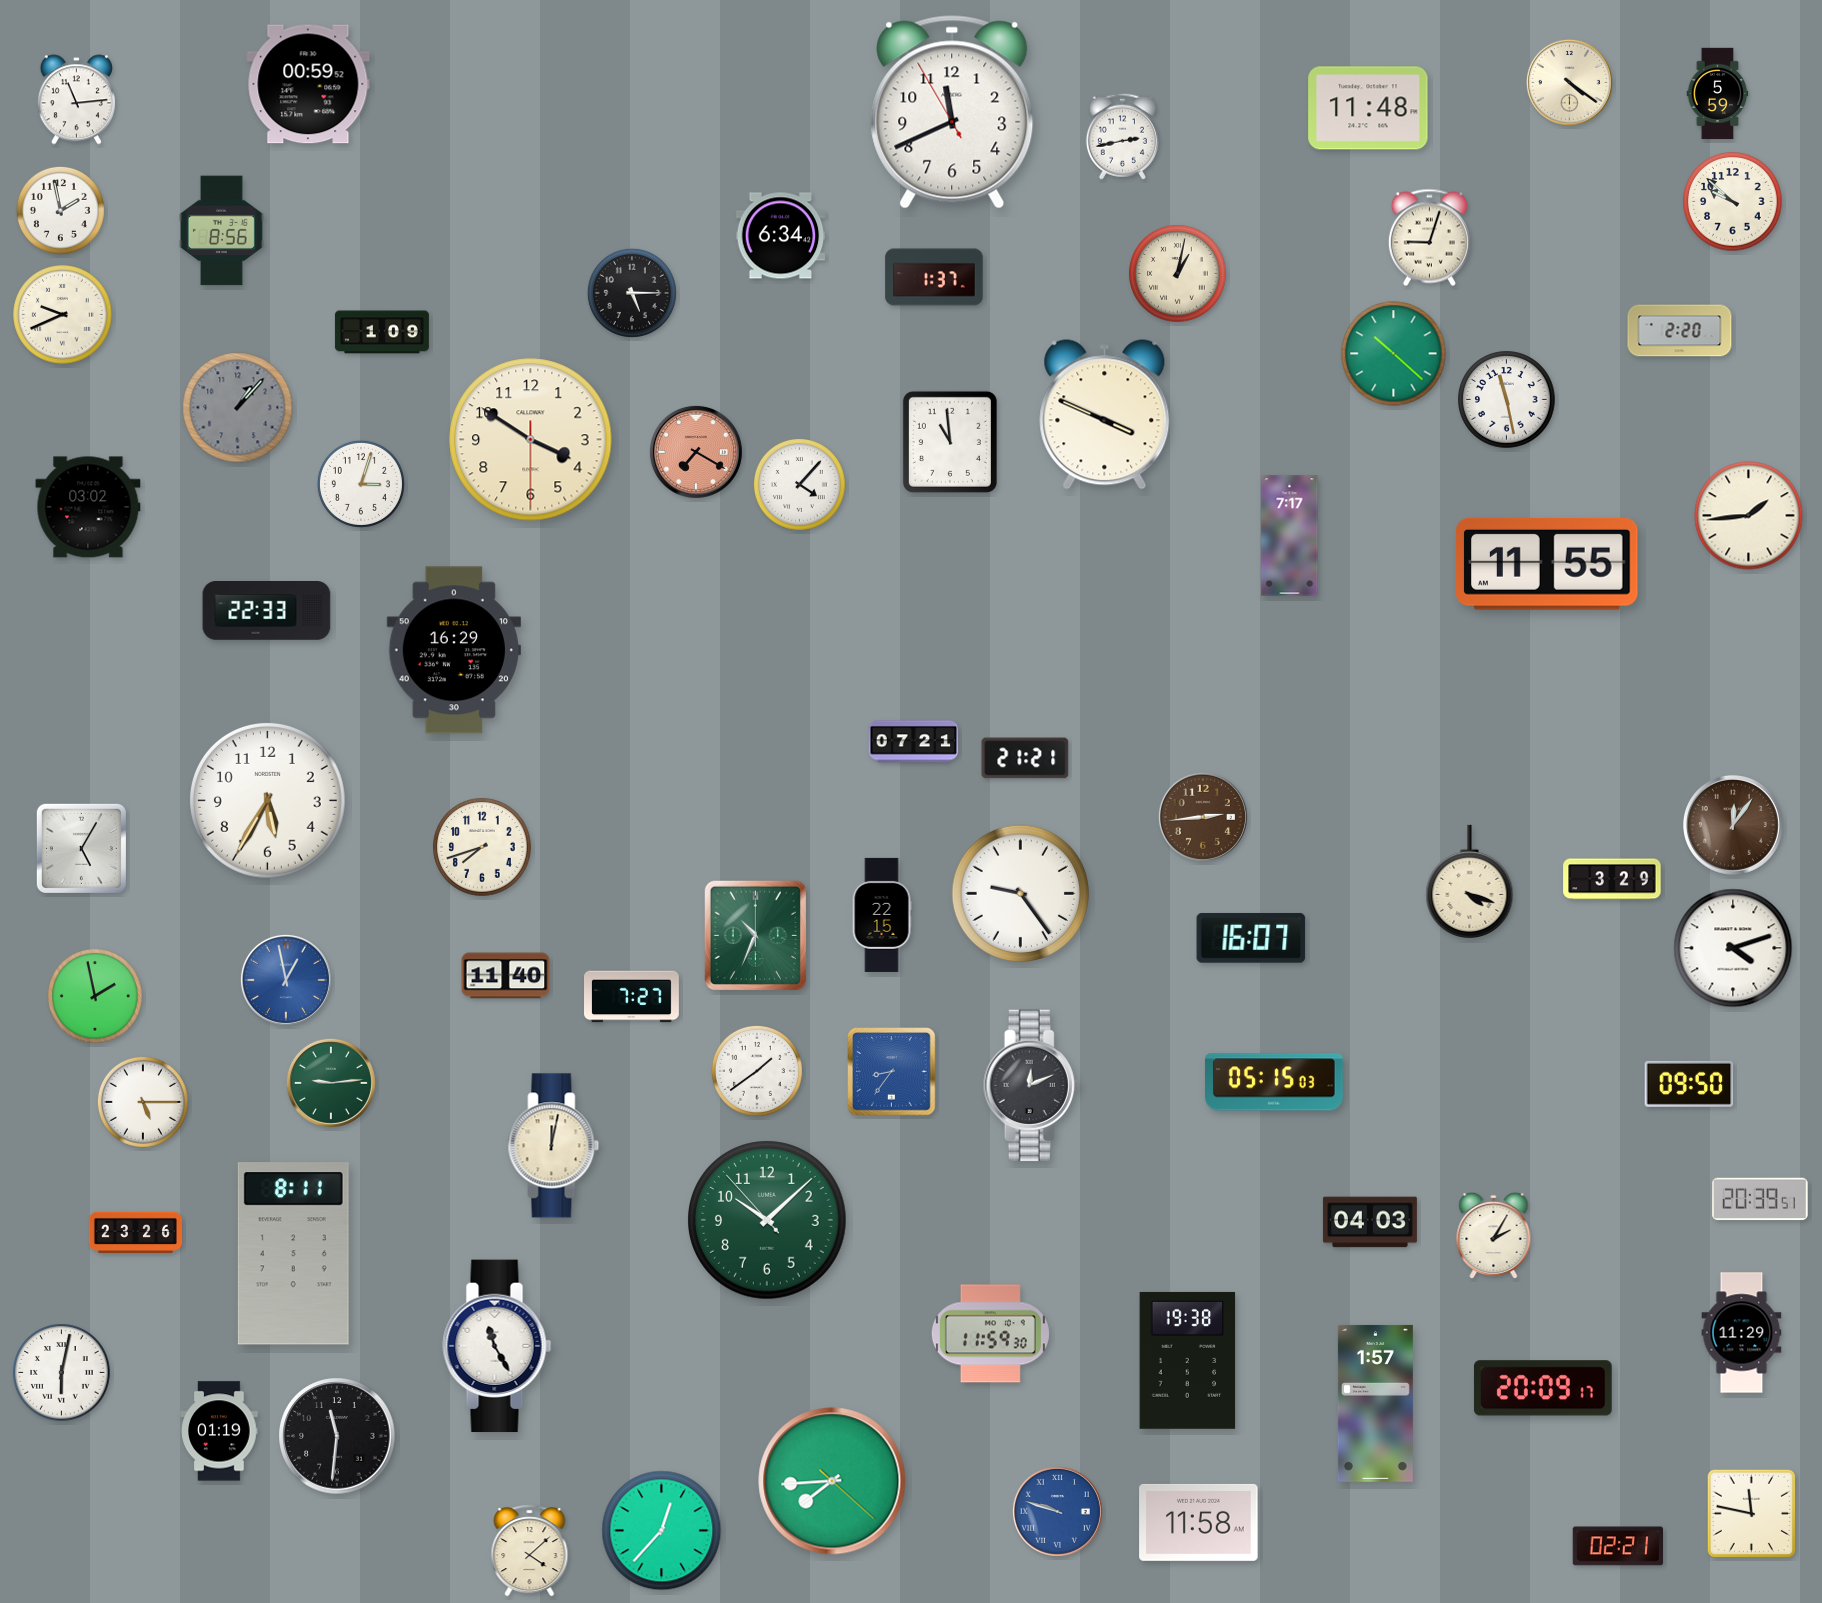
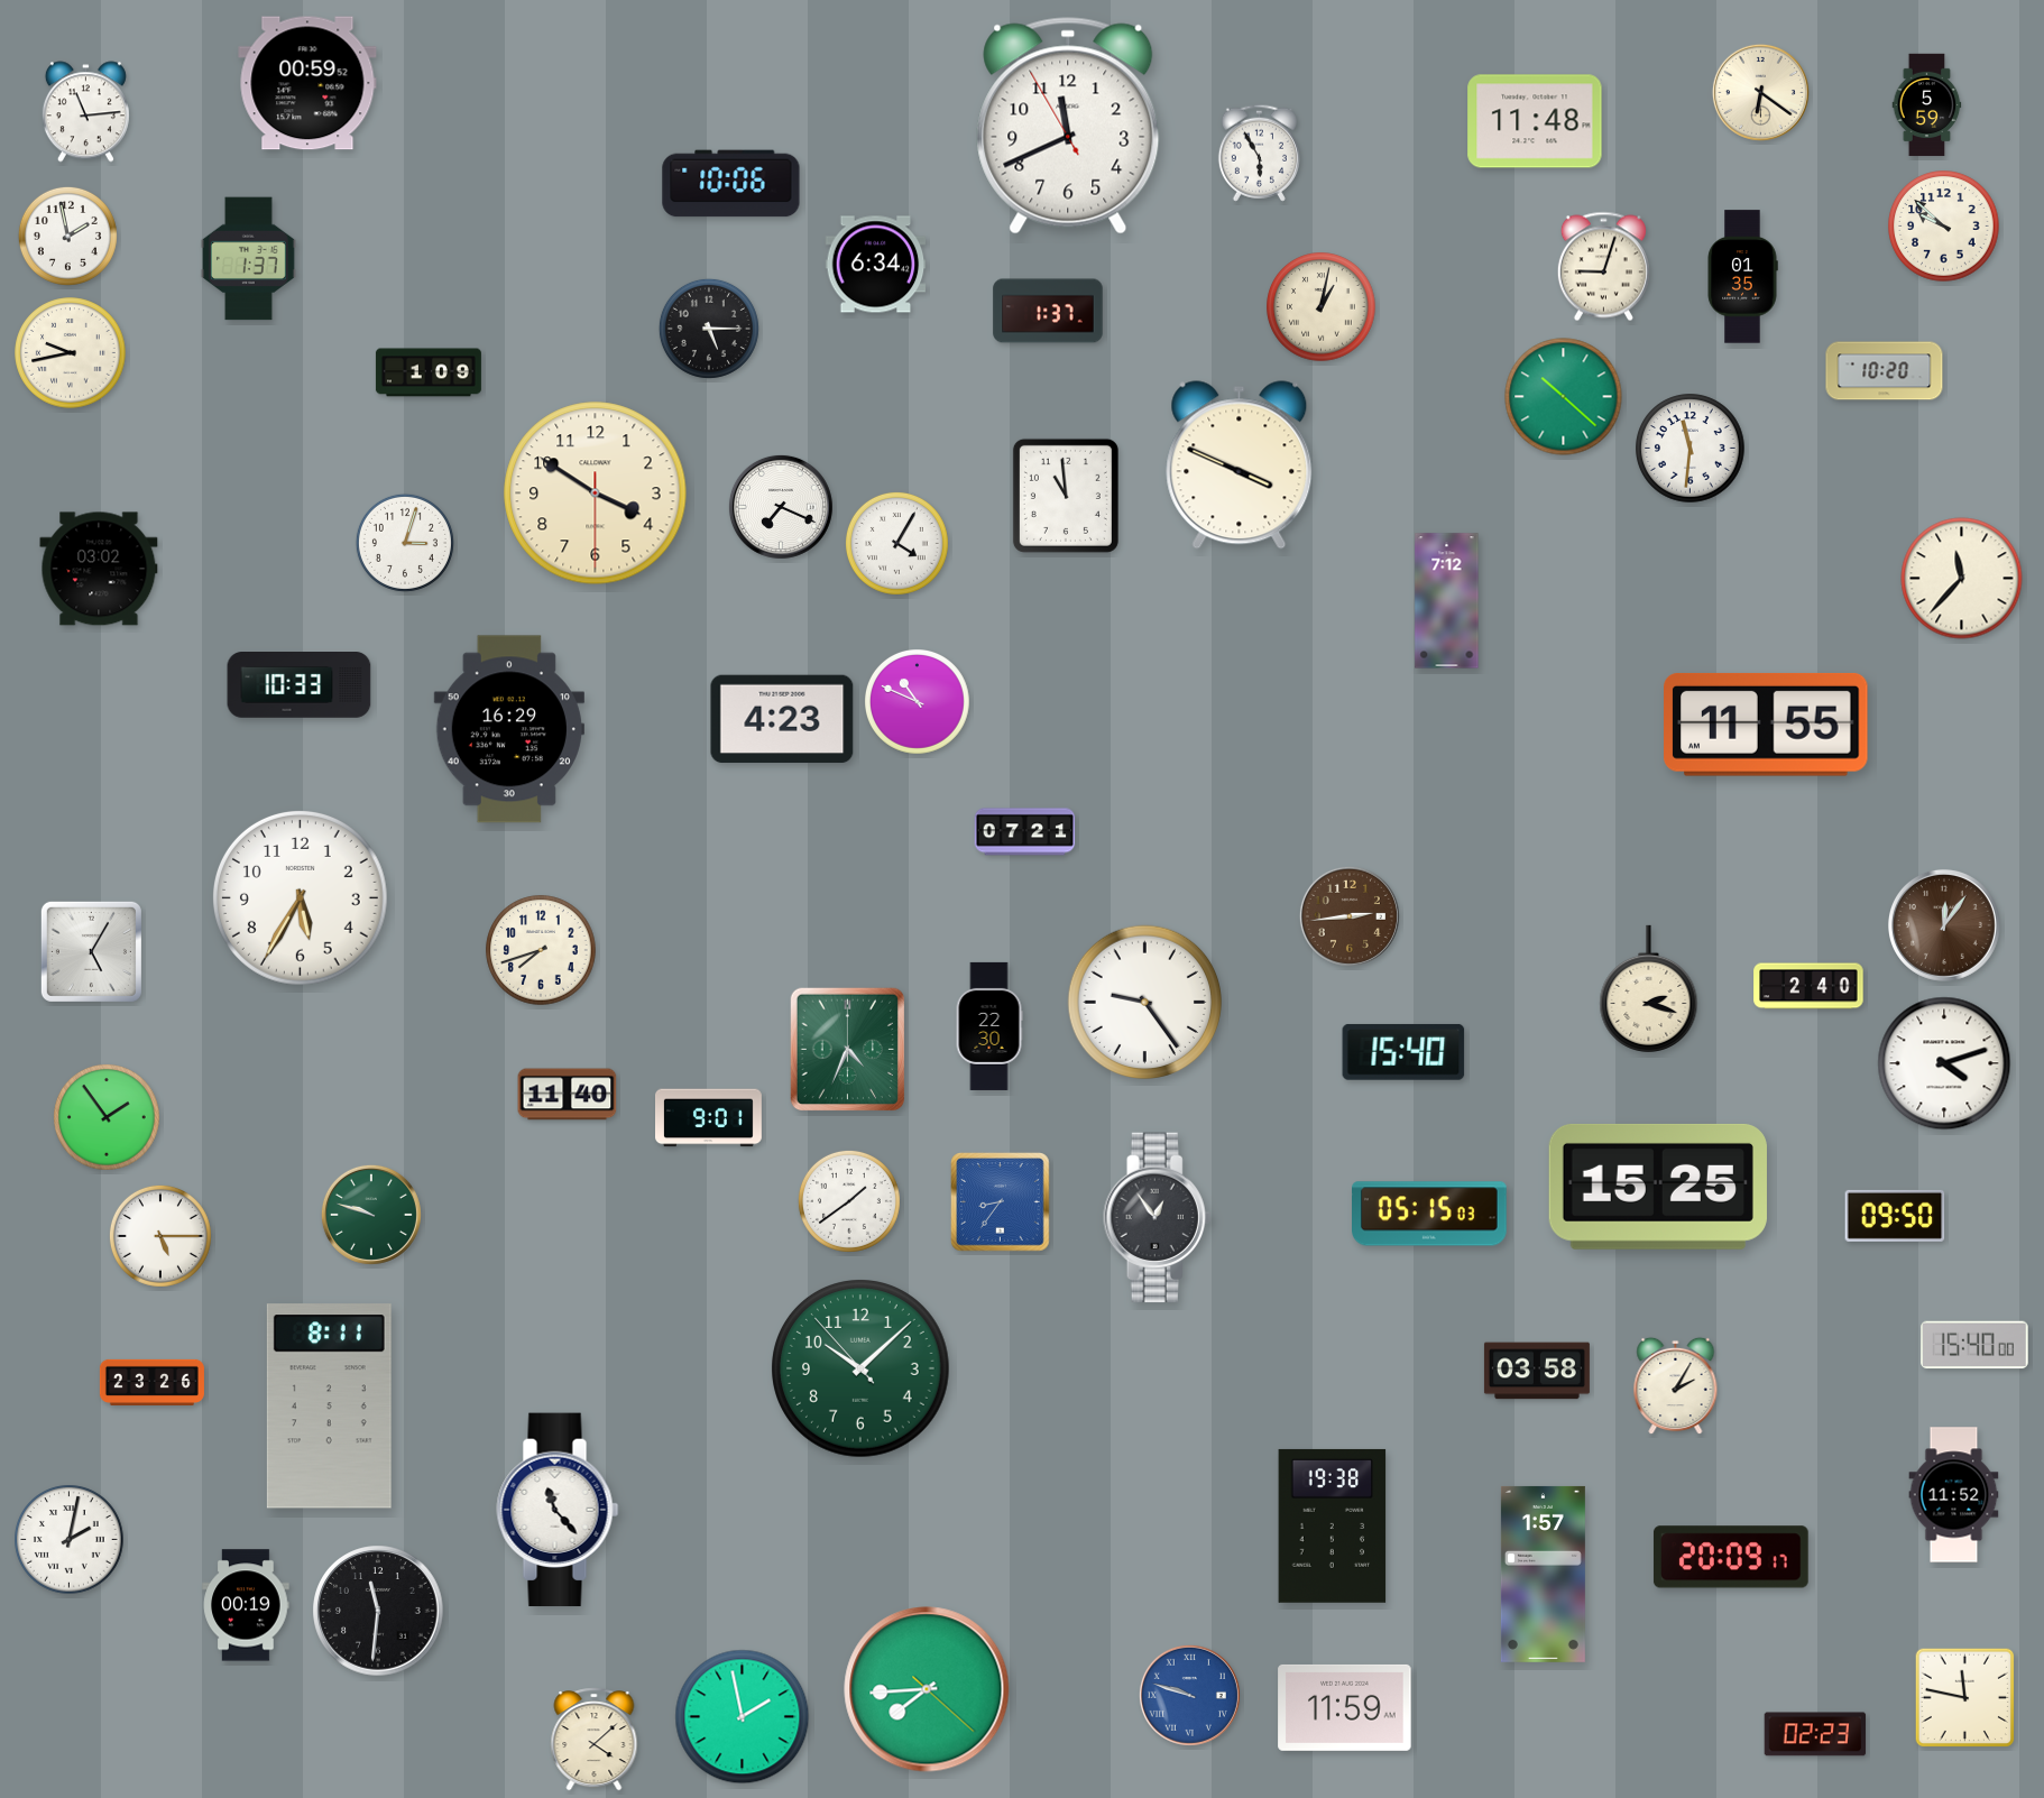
clock at (1569, 82): 4:21 -> 6:21
clock at (308, 84) position: (308, 84) -> (307, 83)
clock at (1122, 136): 2:43 -> 5:55
clock at (731, 184): none -> 10:06
clock at (221, 231): 8:56 -> 1:37
clock at (1742, 277): none -> 01:35
clock at (63, 315): 9:41 -> 9:43
clock at (1680, 331): 2:20 -> 10:20
clock at (1507, 400): 11:28 -> 11:31
clock at (238, 408): 1:07 -> none
clock at (696, 452): 7:20 -> 7:19
clock at (696, 452) dial: salmon -> white
clock at (799, 484): 4:07 -> 4:05
clock at (1749, 516): 1:44 -> 11:37
clock at (1290, 536): 7:17 -> 7:12
clock at (1547, 564) position: (1547, 564) -> (1766, 725)
clock at (267, 611): 22:33 -> 10:33
clock at (918, 702): none -> 10:49
clock at (782, 719): none -> 4:23
clock at (1025, 758): 21:21 -> none
clock at (1612, 879): 3:29 -> 2:40
clock at (1470, 881): 4:18 -> 2:18
clock at (882, 915): 22:15 -> 22:30
clock at (755, 935): 10:34 -> 4:34
clock at (1251, 938): 16:07 -> 15:40
clock at (286, 980): 12:58 -> none
clock at (96, 997): 1:58 -> 1:54
clock at (632, 997): 7:27 -> 9:01
clock at (1658, 1187): none -> 15:25
clock at (331, 1083): 9:14 -> 9:48
clock at (1032, 1086): 12:11 -> 12:54
clock at (554, 1146): 12:02 -> none
clock at (1761, 1199): 20:39 -> 15:40
clock at (1370, 1222): 04:03 -> 03:58
clock at (1742, 1333): 11:29 -> 11:52
clock at (990, 1334): 11:59 -> none
clock at (497, 1346): 11:25 -> 11:23
clock at (62, 1373): 6:02 -> 2:02
clock at (219, 1431): 01:19 -> 00:19
clock at (832, 1481) position: (832, 1481) -> (927, 1689)
clock at (1057, 1511) position: (1057, 1511) -> (1189, 1695)
clock at (1199, 1522): 11:58 -> 11:59
clock at (662, 1531): 12:37 -> 1:58
clock at (1618, 1546): 02:21 -> 02:23
